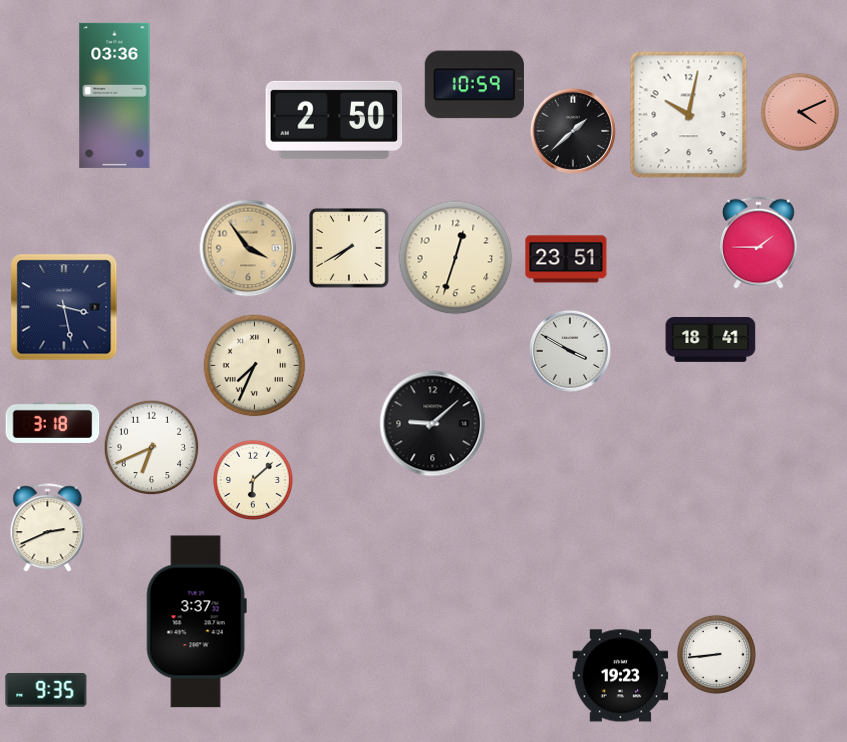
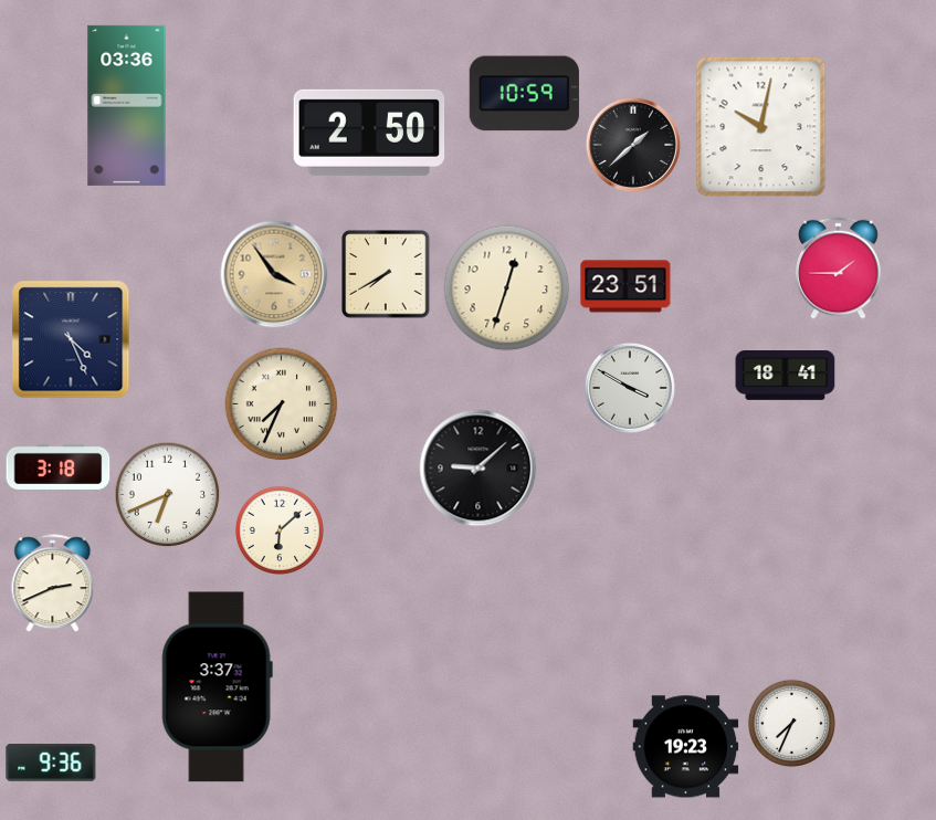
clock at (800, 112): 4:11 -> none
clock at (456, 258) position: (456, 258) -> (507, 288)
clock at (64, 307): 3:28 -> 4:26
clock at (716, 654): 8:44 -> 7:34
clock at (46, 690): 9:35 -> 9:36
